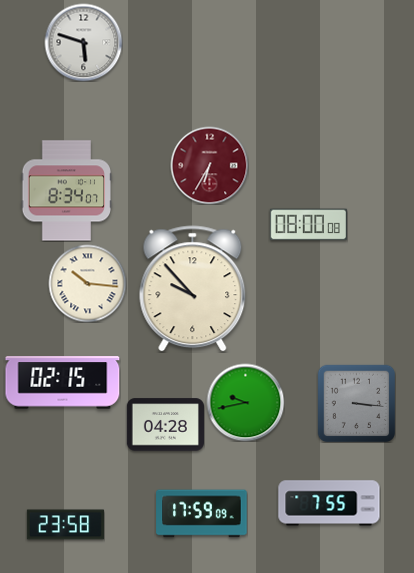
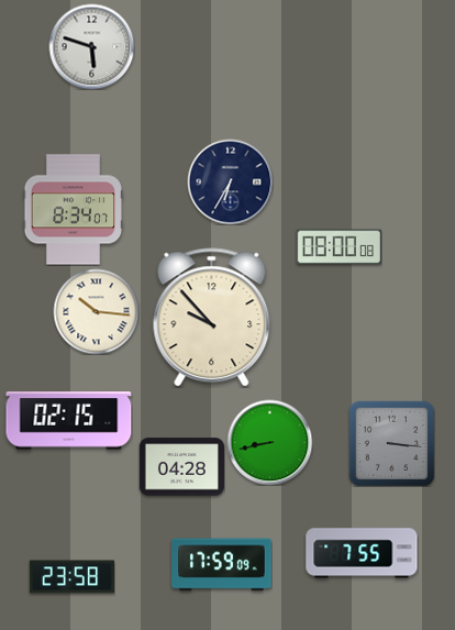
clock at (209, 165) dial: burgundy -> navy
clock at (245, 402): 9:43 -> 8:43
